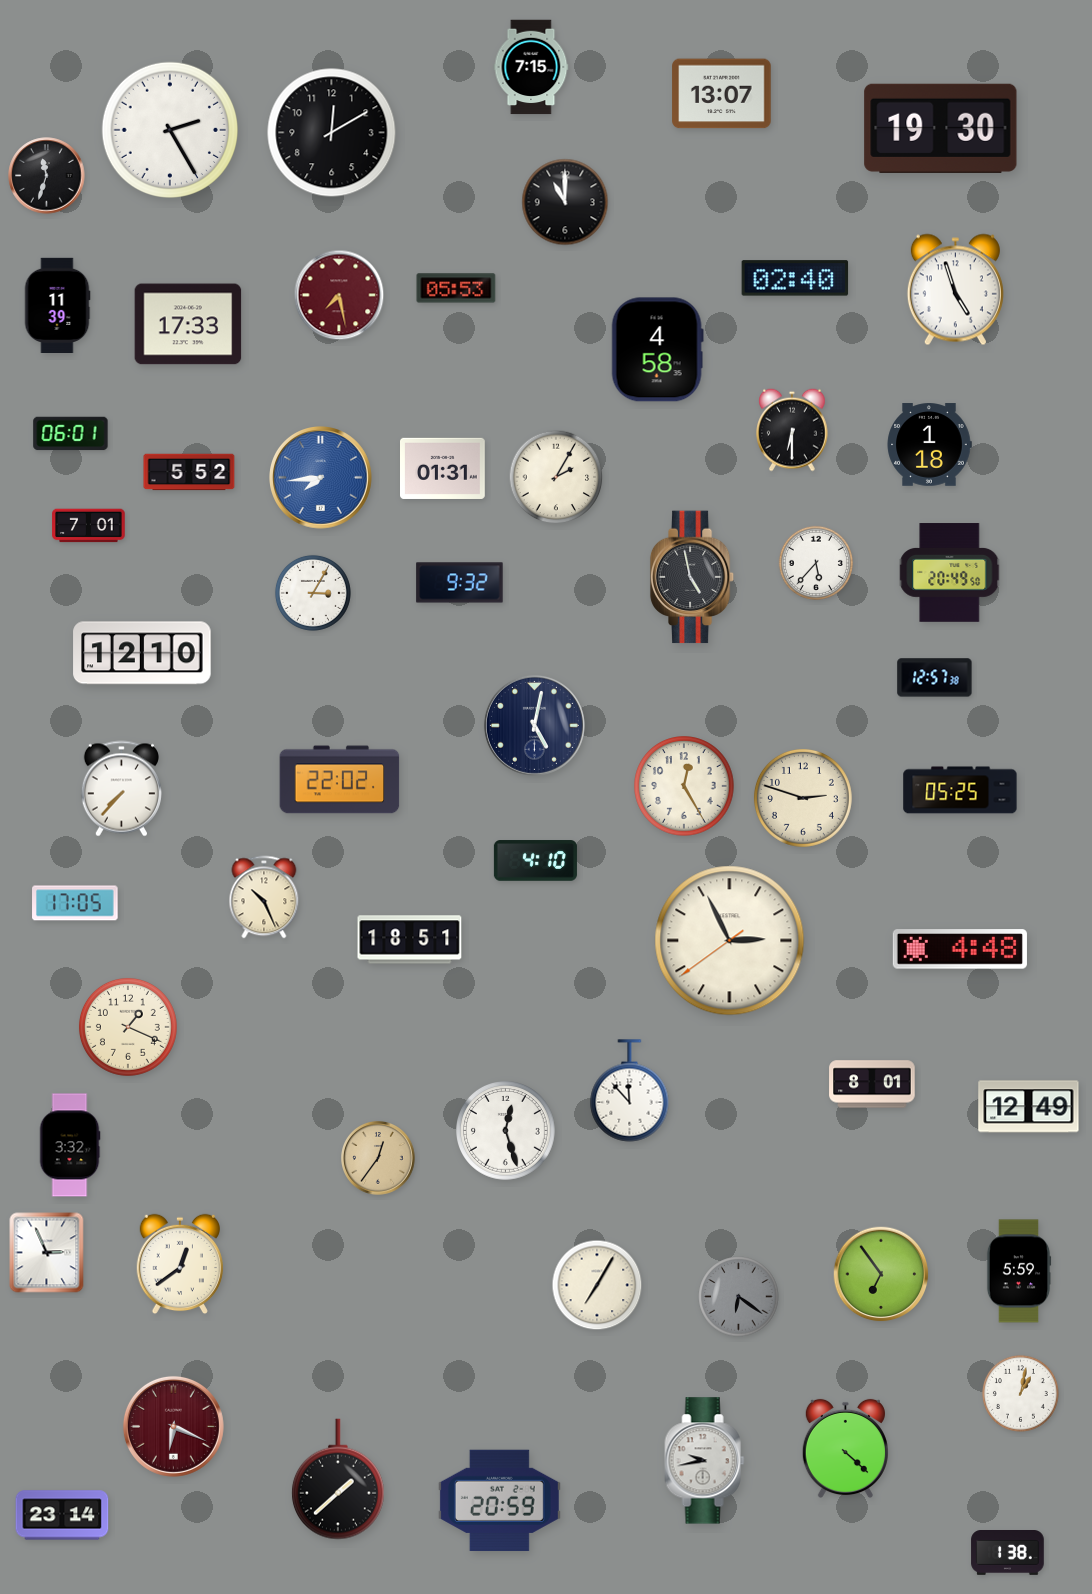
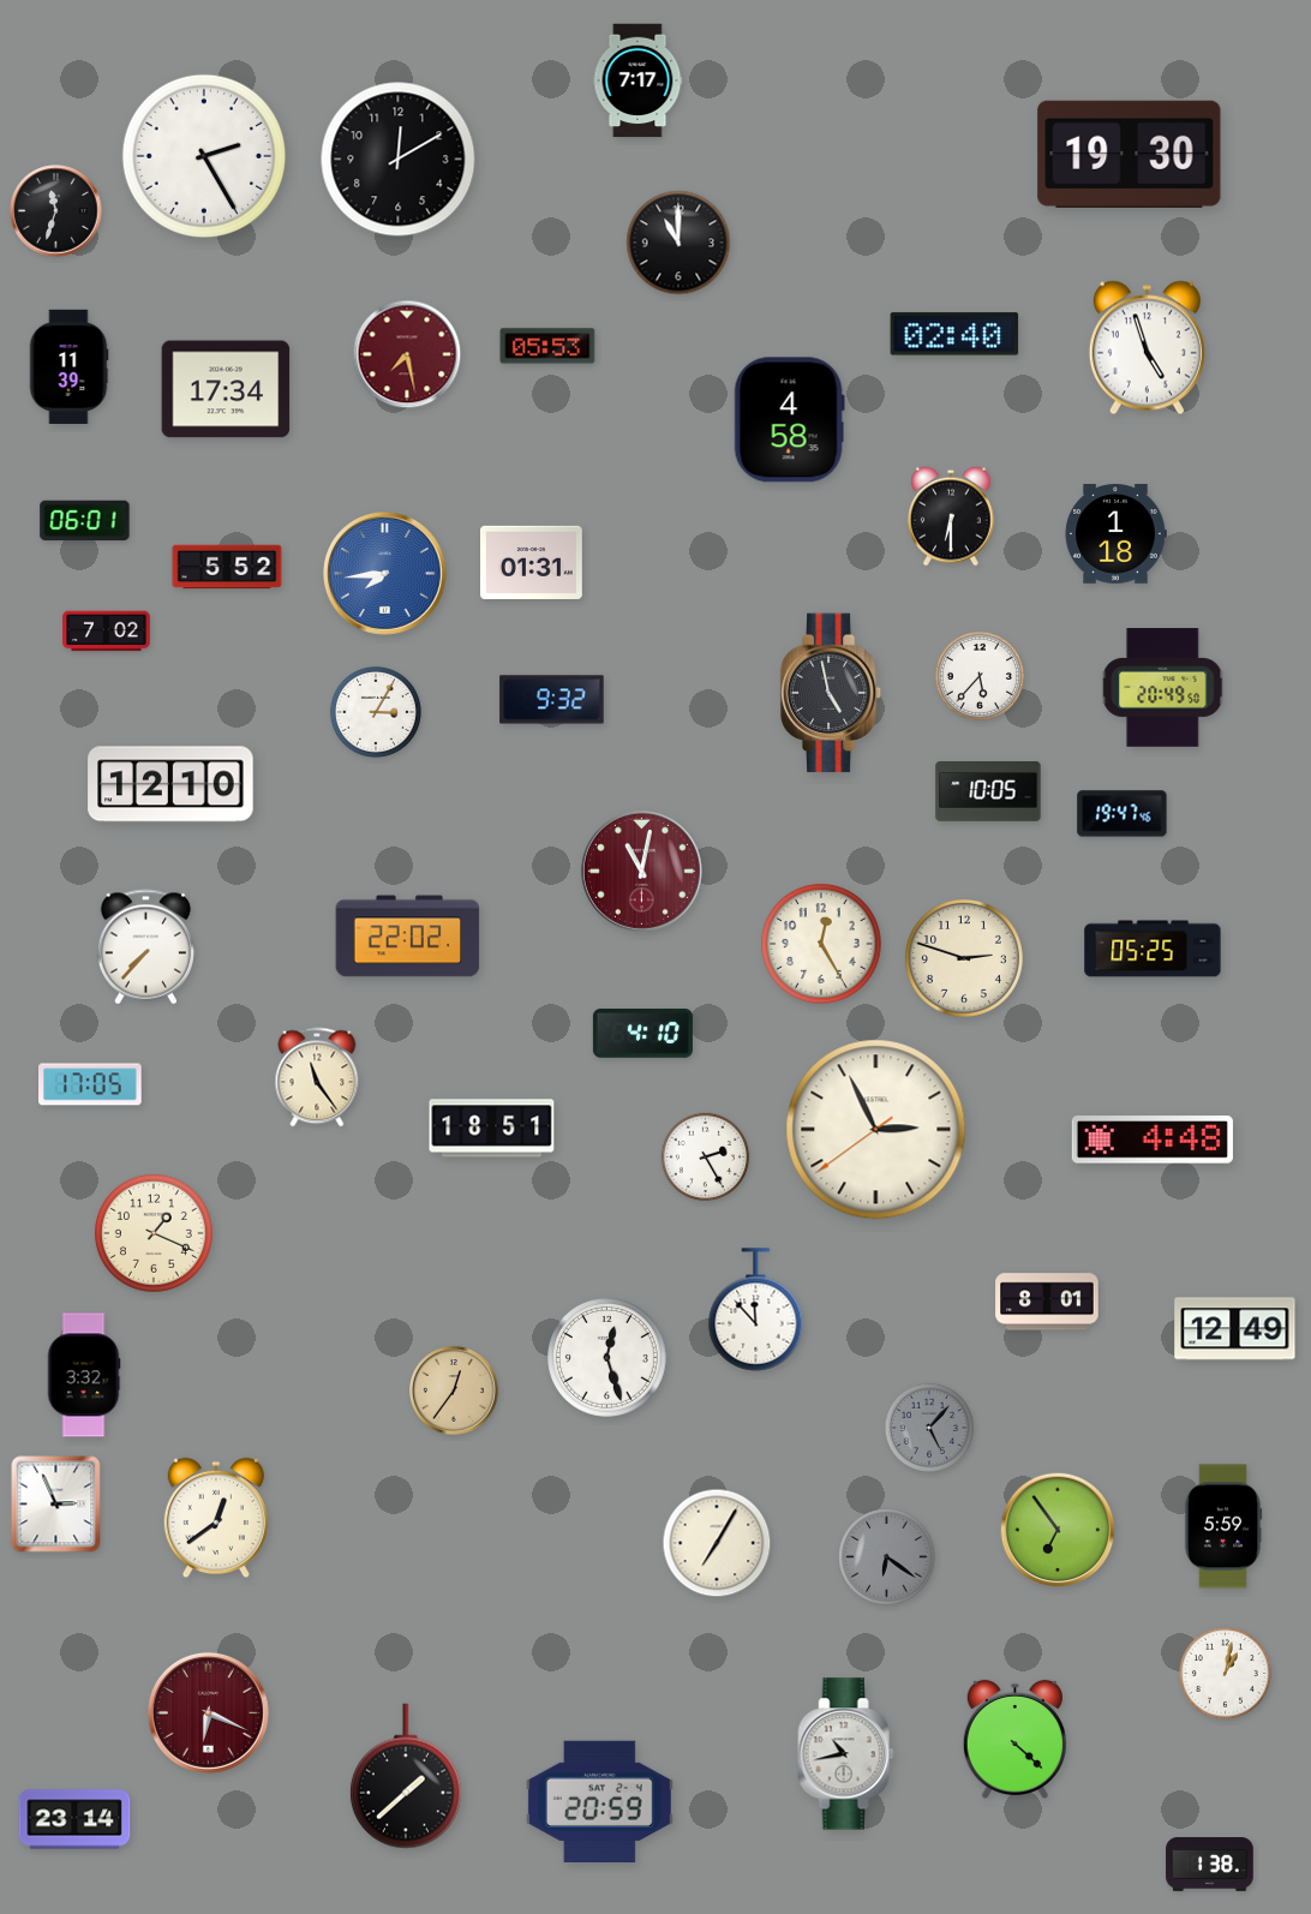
clock at (531, 67): 7:15 -> 7:17
clock at (722, 94): 13:07 -> none
clock at (188, 324): 17:33 -> 17:34
clock at (556, 477): 2:05 -> none
clock at (89, 526): 7:01 -> 7:02
clock at (950, 573) position: (950, 573) -> (1163, 688)
clock at (988, 792): none -> 10:05
clock at (935, 678): 12:57 -> 19:47
clock at (534, 725): 5:02 -> 11:02
clock at (534, 725) dial: navy -> burgundy
clock at (264, 897): 10:26 -> 11:24
clock at (706, 1158): none -> 2:25
clock at (928, 1426): none -> 5:07
clock at (705, 1461): 9:43 -> 10:43
